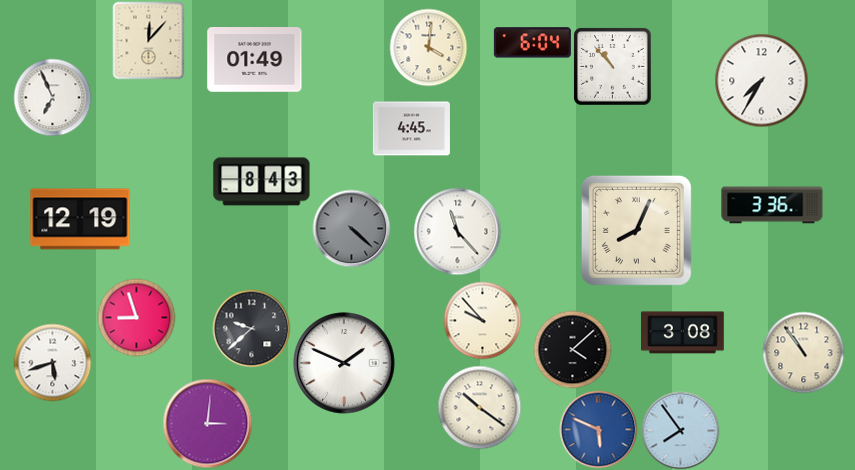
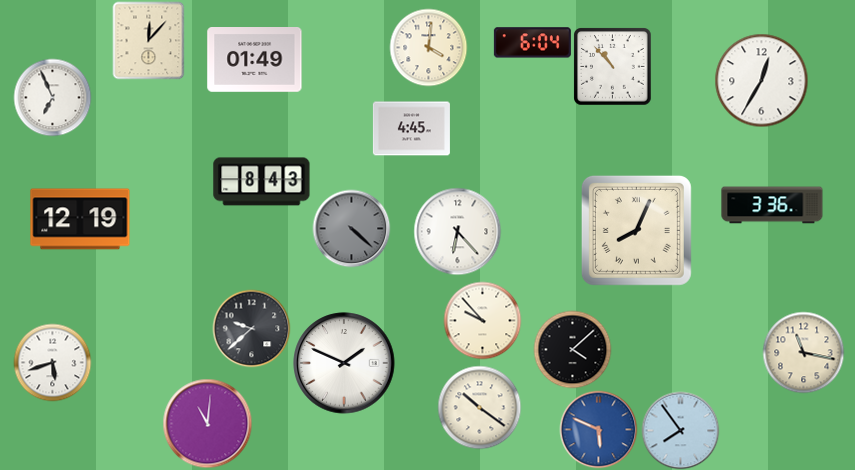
clock at (761, 80): 7:35 -> 12:35
clock at (457, 231): 11:23 -> 6:23
clock at (136, 317): 8:57 -> none
clock at (683, 333): 3:08 -> none
clock at (803, 352): 10:54 -> 11:17
clock at (207, 423): 3:01 -> 11:01
